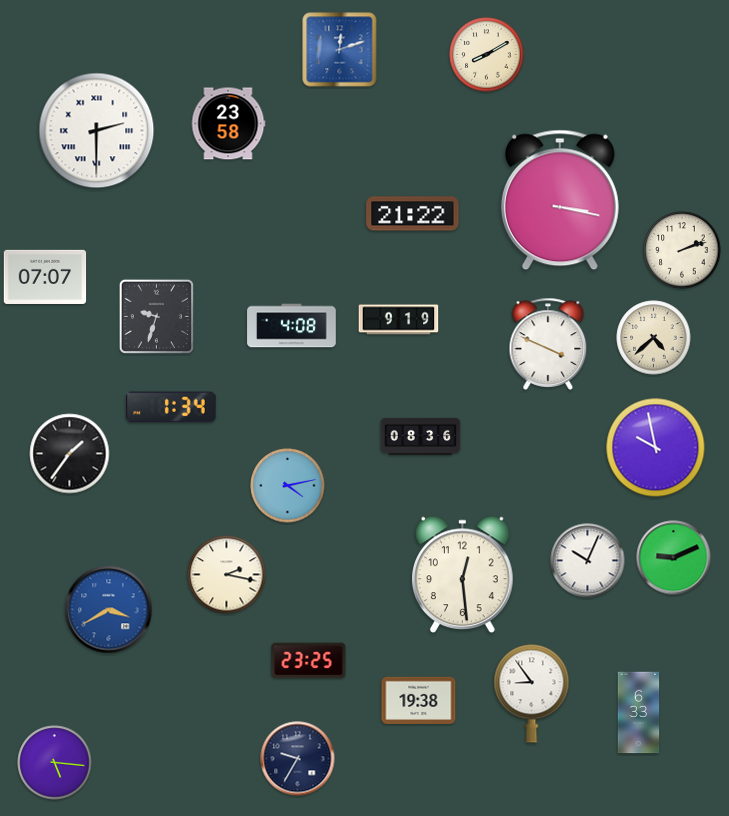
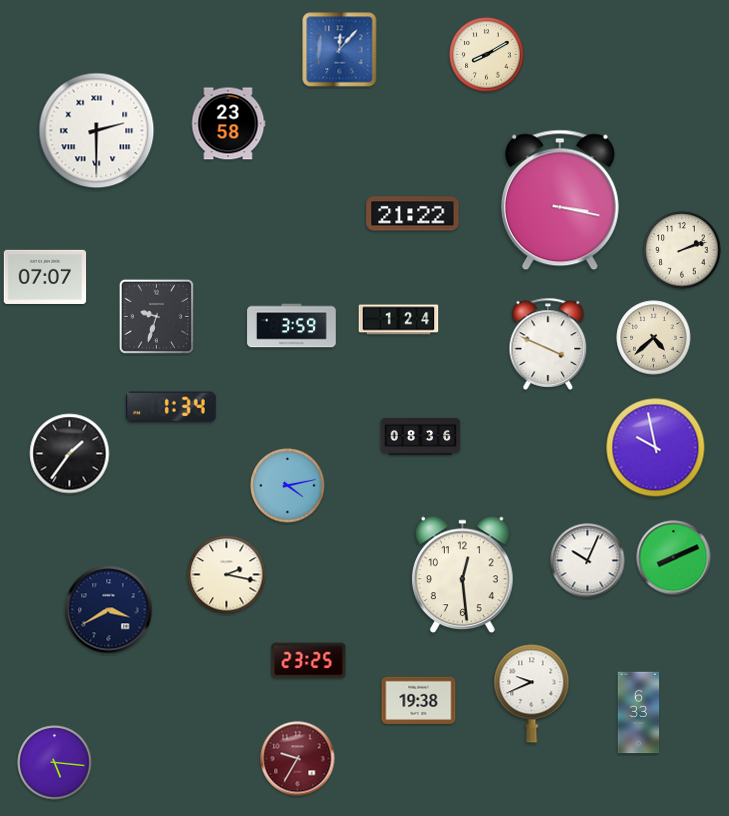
clock at (340, 50): 12:12 -> 12:07
clock at (399, 320): 9:19 -> 1:24
clock at (292, 326): 4:08 -> 3:59
clock at (674, 558): 9:11 -> 8:11
clock at (109, 610) dial: blue -> navy
clock at (532, 694): 8:54 -> 9:41
clock at (298, 759) dial: navy -> burgundy
